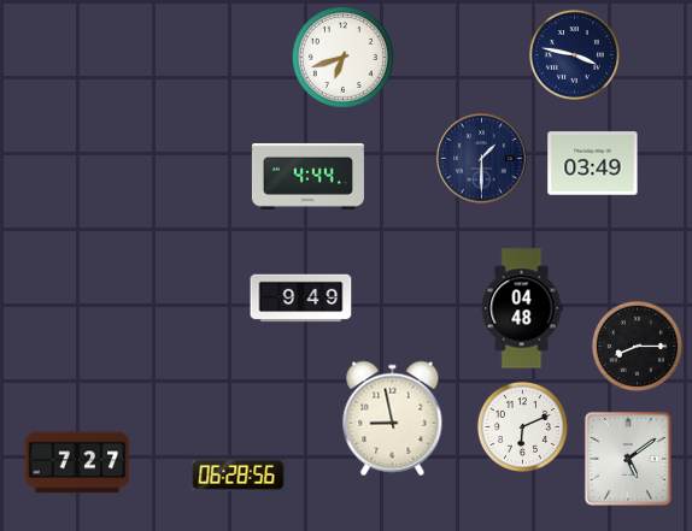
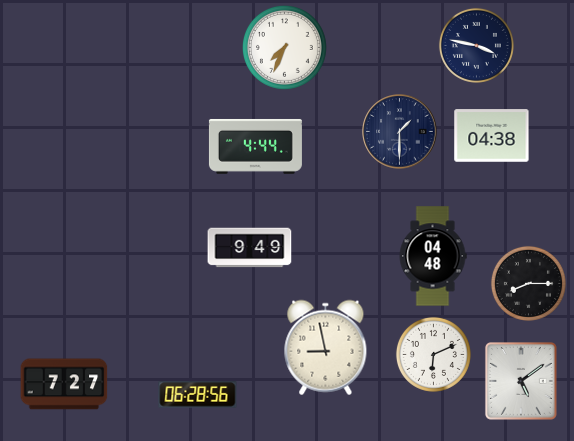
clock at (342, 57): 6:42 -> 7:34
clock at (593, 164): 03:49 -> 04:38
clock at (637, 346) position: (637, 346) -> (528, 283)
